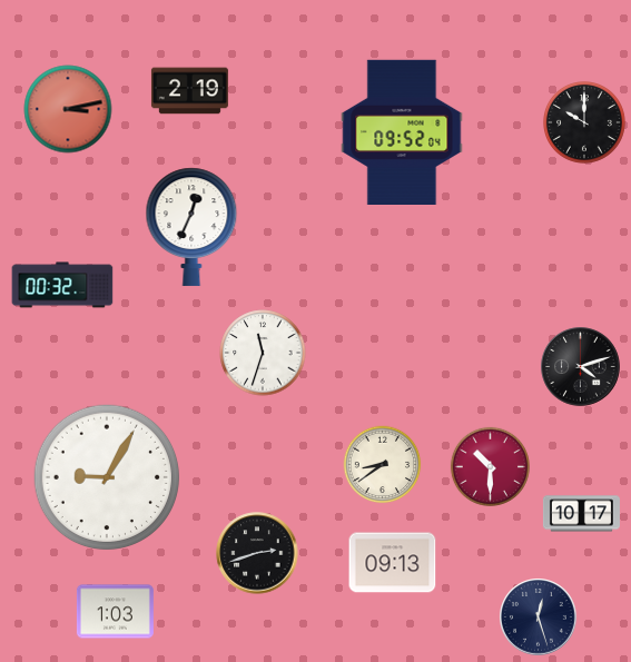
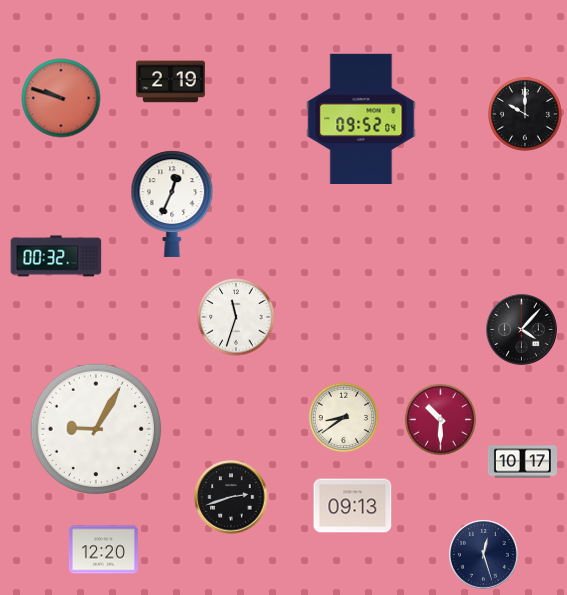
clock at (68, 109): 3:13 -> 9:48
clock at (585, 123) position: (585, 123) -> (526, 115)
clock at (581, 367): 4:12 -> 4:07
clock at (115, 612): 1:03 -> 12:20
